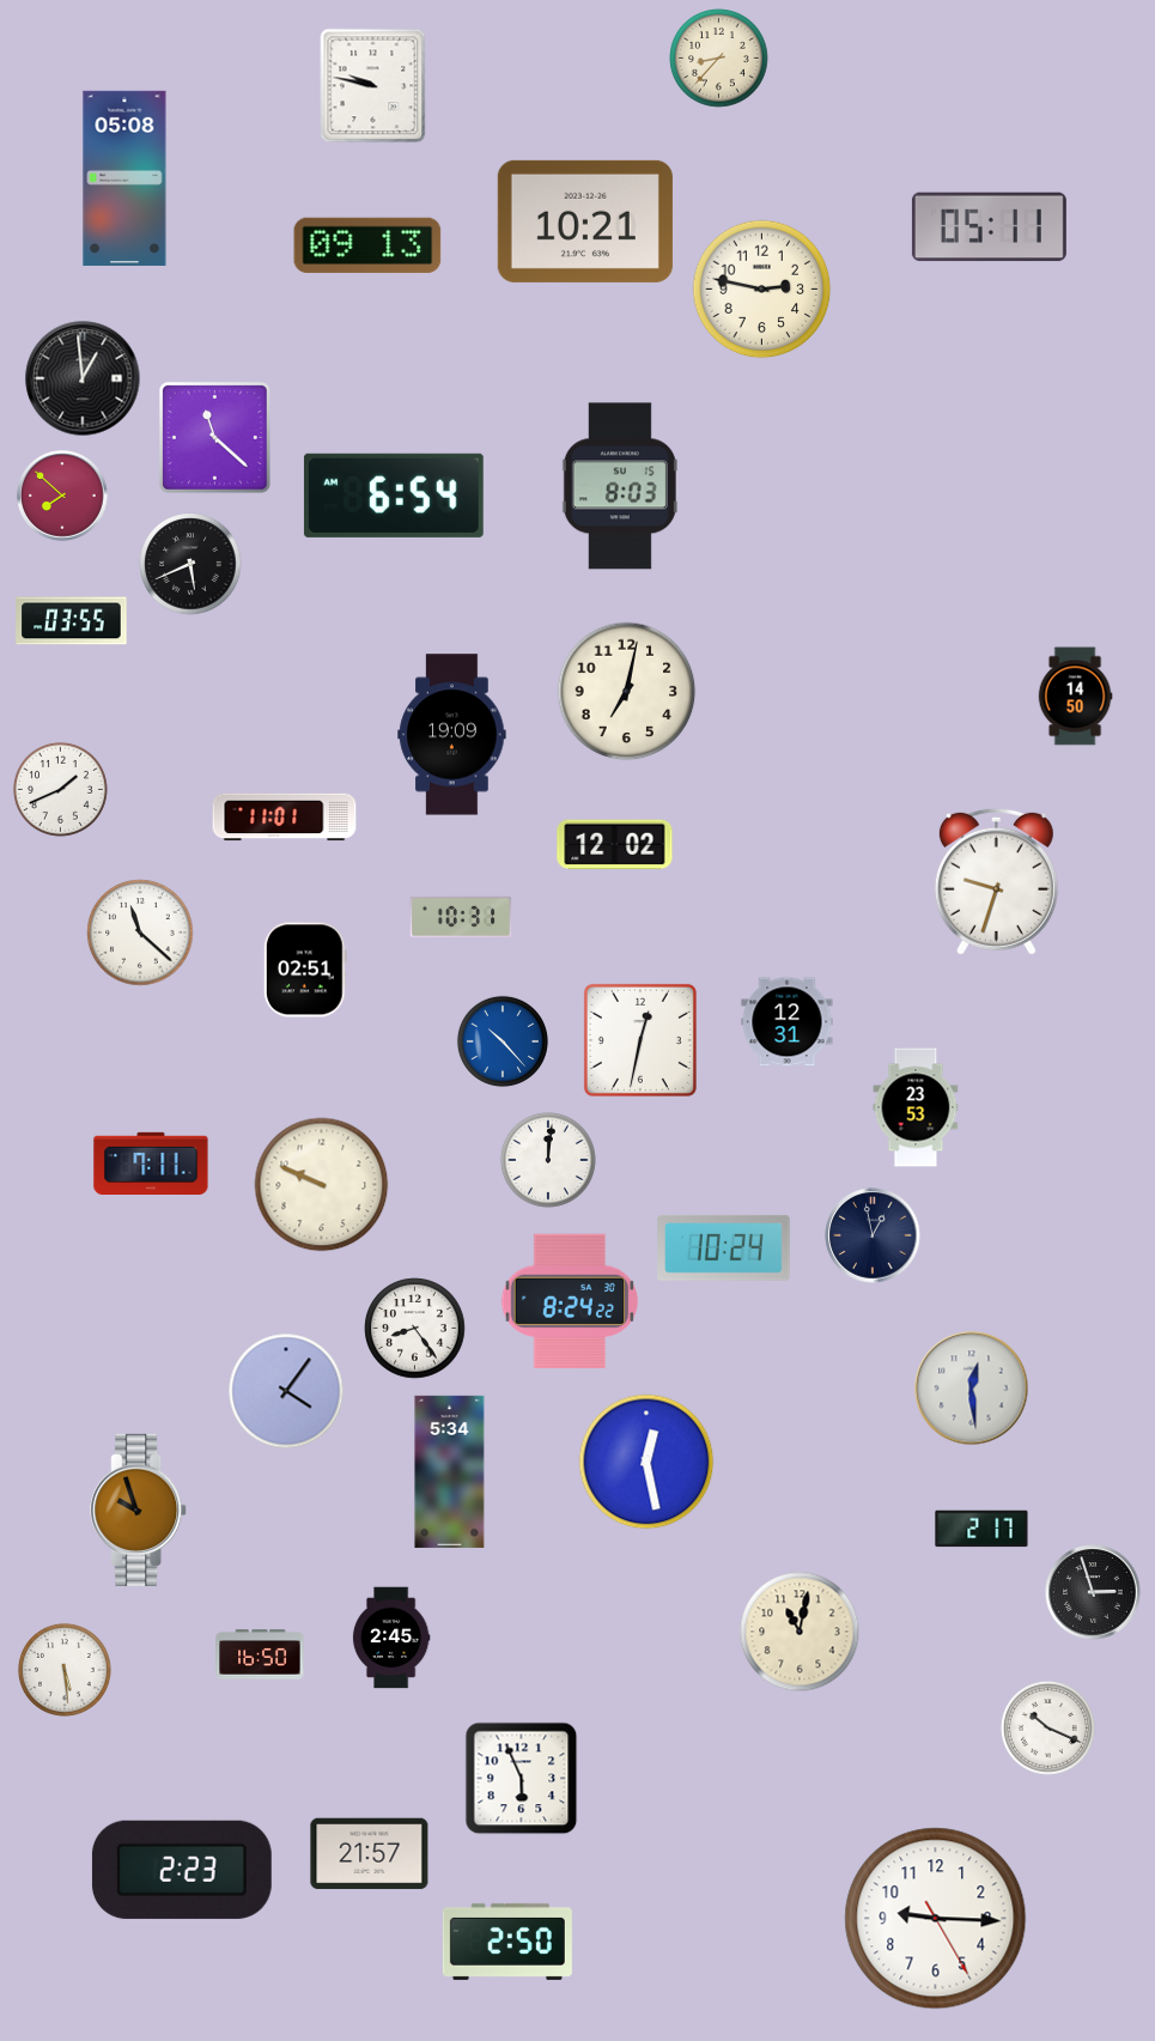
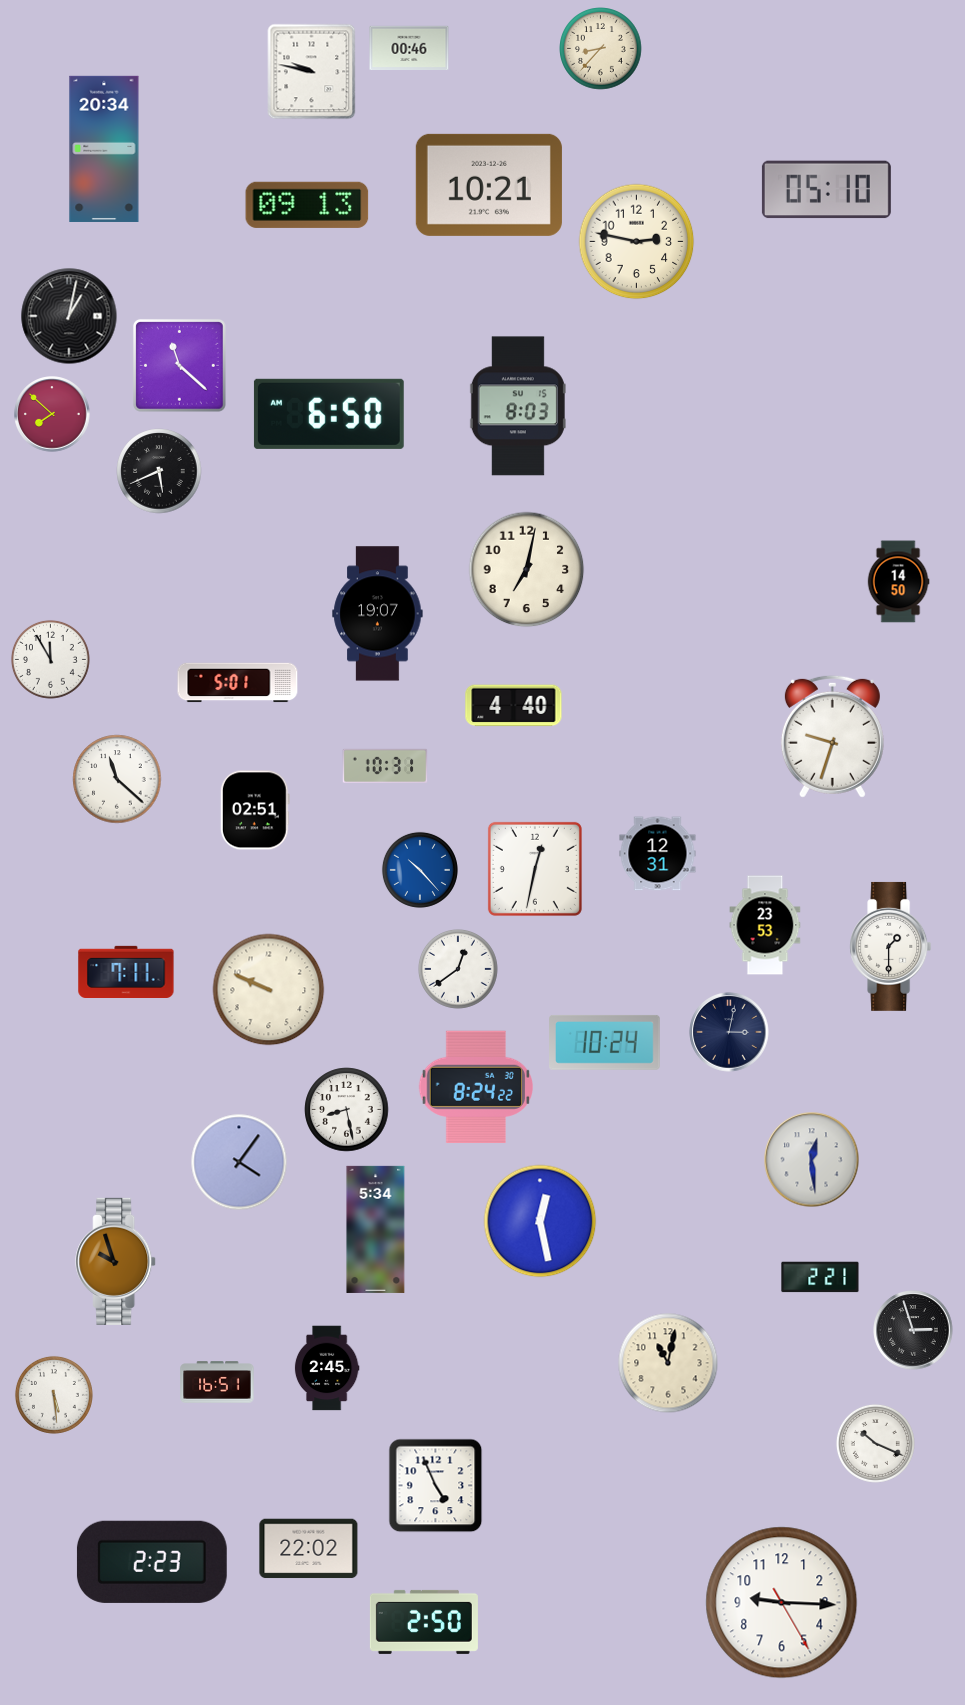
clock at (409, 47): none -> 00:46
clock at (124, 178): 05:08 -> 20:34
clock at (989, 227): 05:11 -> 05:10
clock at (83, 378): 12:59 -> 1:02
clock at (394, 496): 6:54 -> 6:50
clock at (72, 621): 03:55 -> none
clock at (627, 692) position: (627, 692) -> (527, 570)
clock at (452, 735): 19:09 -> 19:07
clock at (60, 789): 1:41 -> 11:55
clock at (285, 818): 11:01 -> 5:01
clock at (615, 845): 12:02 -> 4:40
clock at (891, 946): none -> 1:30
clock at (548, 1160): 12:01 -> 12:39
clock at (873, 1235): 12:58 -> 3:02
clock at (415, 1329): 8:24 -> 8:28
clock at (981, 1529): 2:17 -> 2:21
clock at (260, 1654): 16:50 -> 16:51
clock at (522, 1779): 5:56 -> 4:56
clock at (370, 1854): 21:57 -> 22:02
